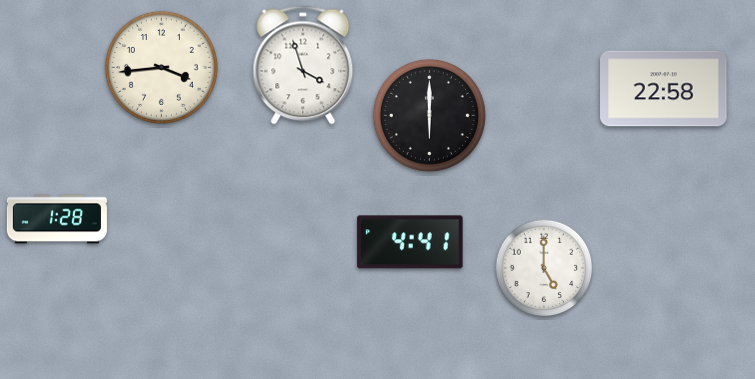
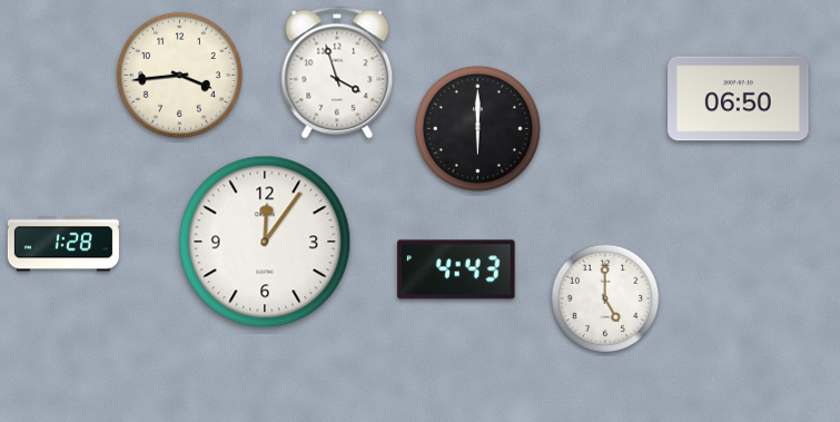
clock at (664, 89): 22:58 -> 06:50
clock at (265, 242): none -> 12:06
clock at (410, 242): 4:41 -> 4:43
